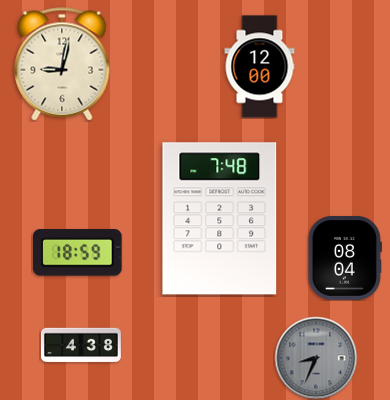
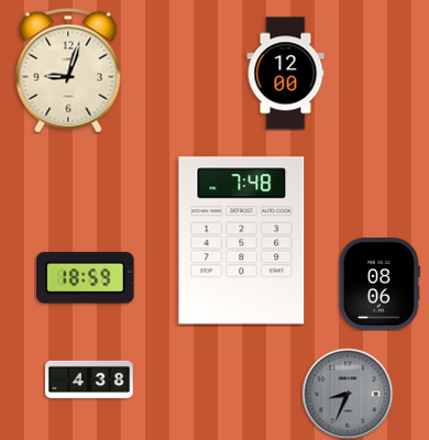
clock at (62, 64): 9:02 -> 9:03
clock at (345, 259): 08:04 -> 08:06
